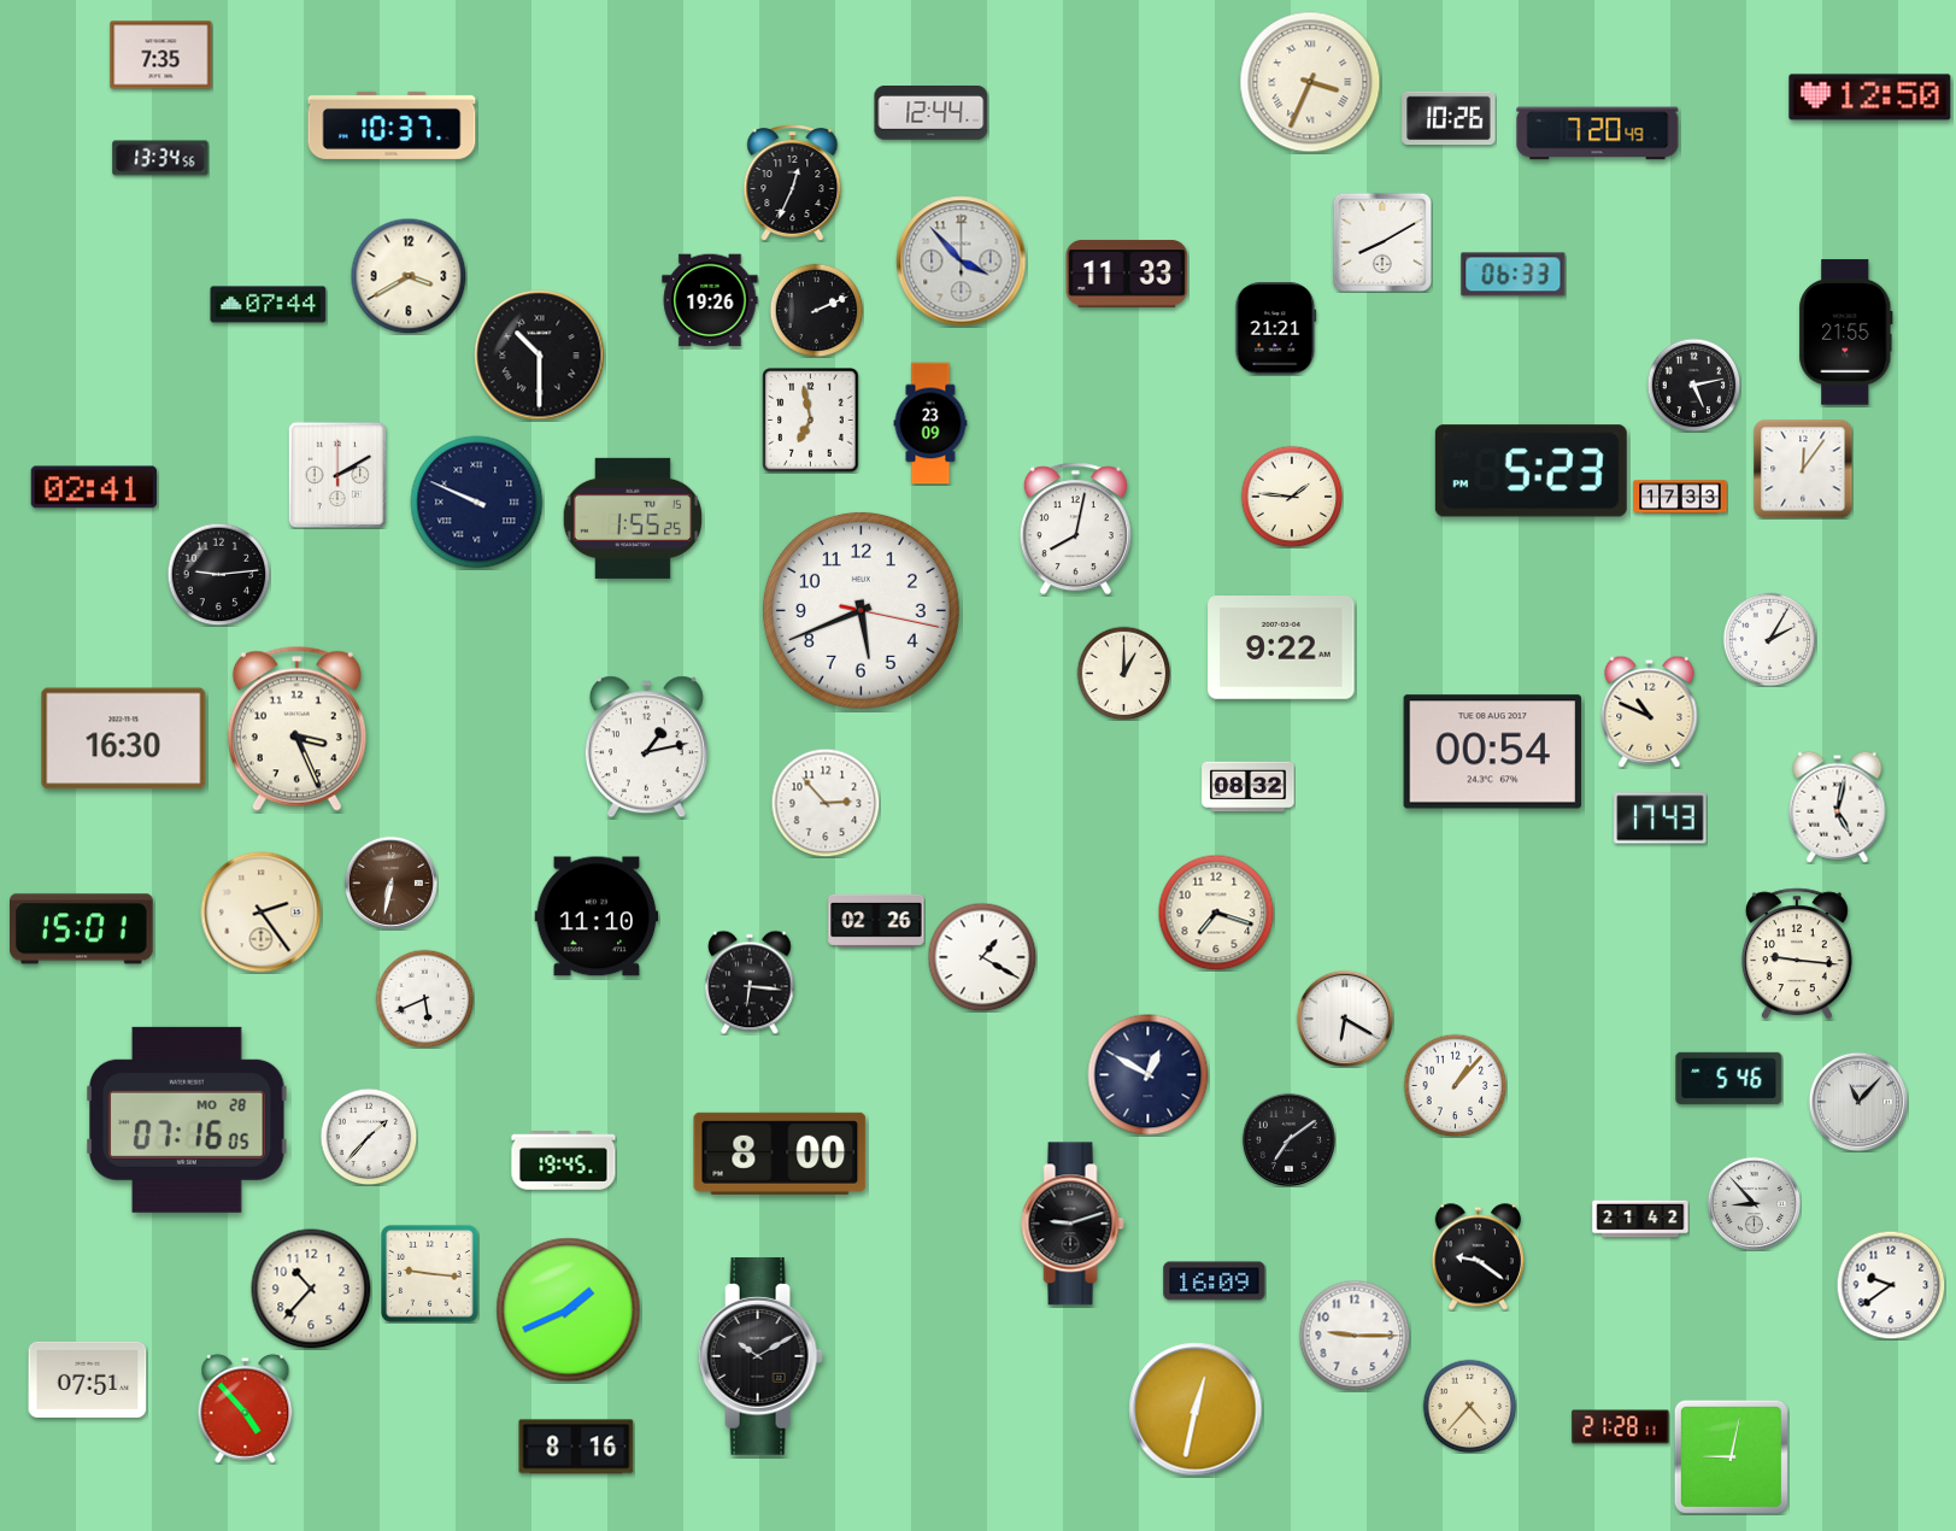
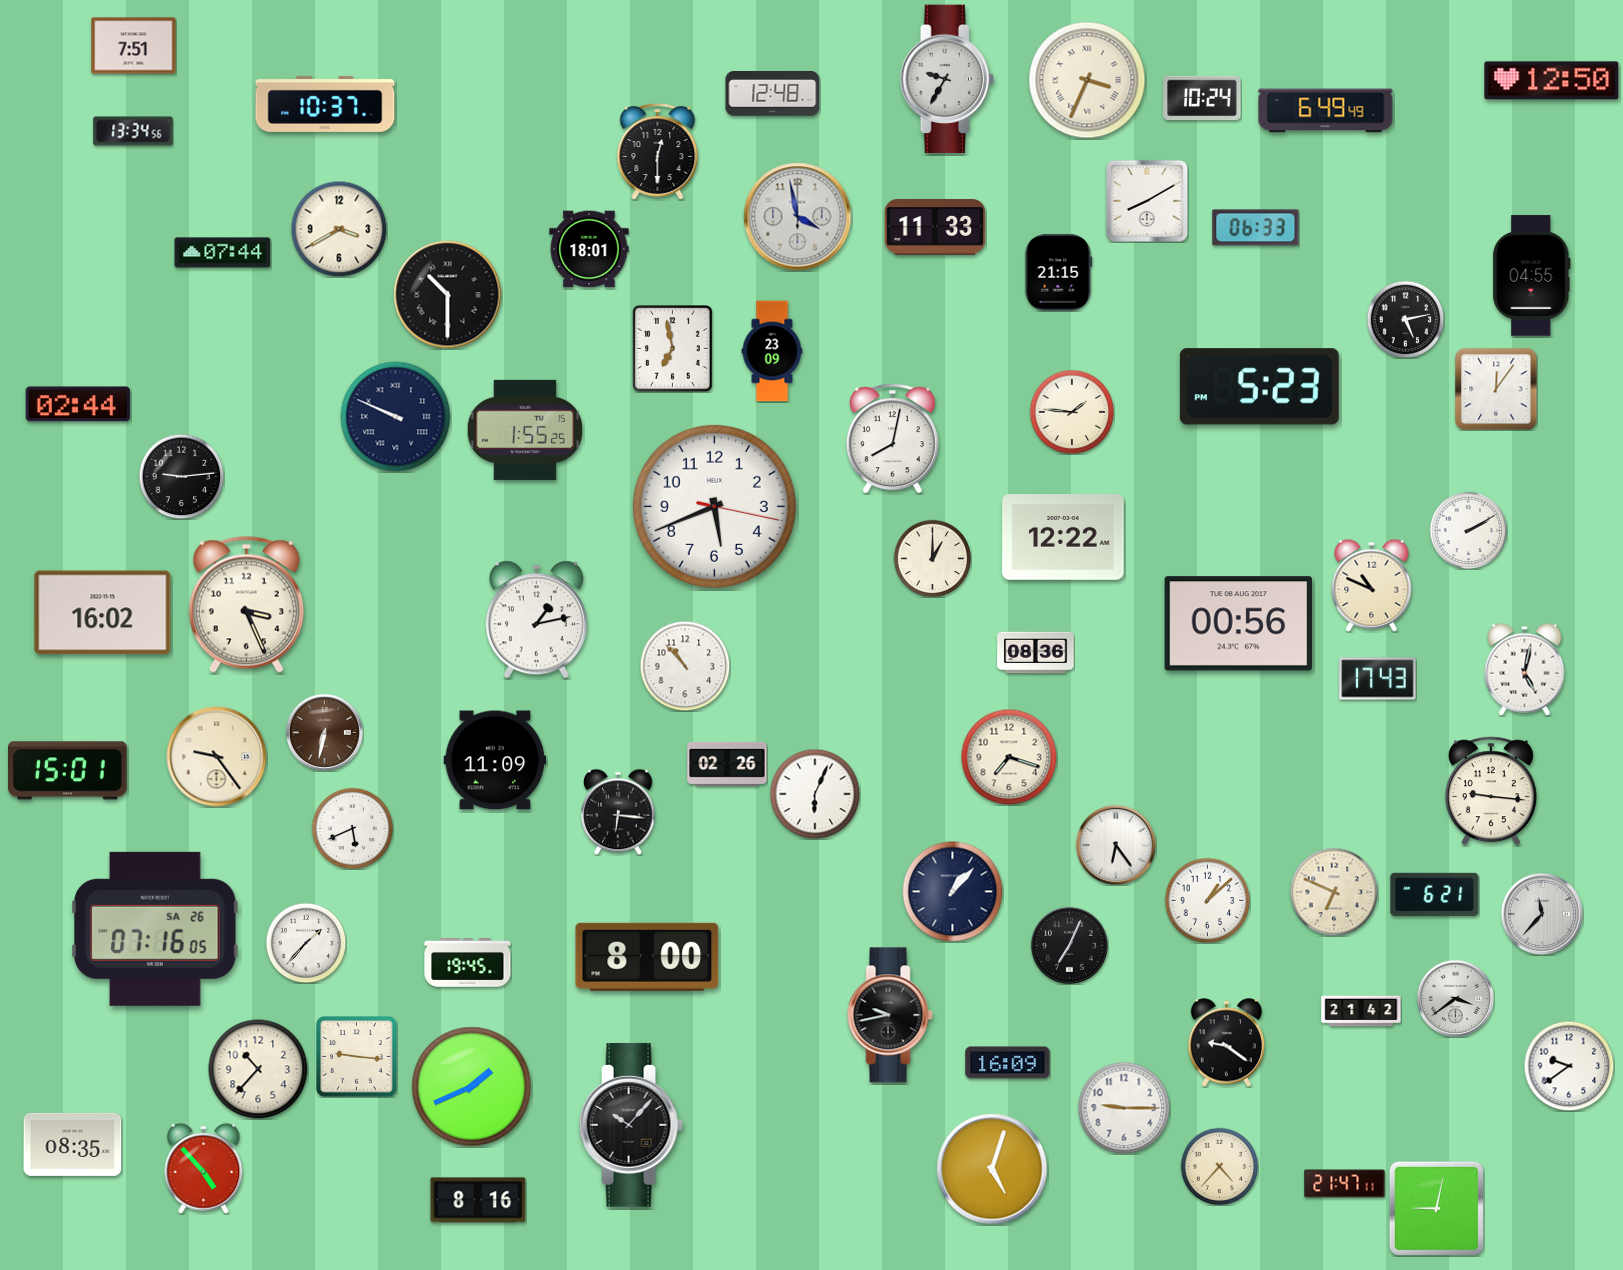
clock at (161, 55): 7:35 -> 7:51
clock at (1310, 82) position: (1310, 82) -> (1087, 80)
clock at (947, 79): none -> 9:35
clock at (932, 113): 12:44 -> 12:48
clock at (1449, 118): 10:26 -> 10:24
clock at (1598, 134): 7:20 -> 6:49
clock at (793, 183): 12:34 -> 12:30
clock at (962, 262): 3:53 -> 3:58
clock at (710, 300): 19:26 -> 18:01
clock at (816, 310): 2:11 -> none
clock at (1276, 329): 21:21 -> 21:15
clock at (1846, 333): 21:55 -> 04:55
clock at (1531, 471) position: (1531, 471) -> (1259, 387)
clock at (337, 475): 2:10 -> none
clock at (94, 487): 02:41 -> 02:44
clock at (1680, 497): 17:33 -> none
clock at (1769, 639): 2:05 -> 2:10
clock at (1281, 649): 9:22 -> 12:22
clock at (1650, 711) position: (1650, 711) -> (1372, 585)
clock at (124, 739): 16:30 -> 16:02
clock at (1493, 752): 00:54 -> 00:56
clock at (1249, 787): 08:32 -> 08:36
clock at (826, 803): 2:53 -> 10:53
clock at (262, 913): 2:24 -> 9:24
clock at (597, 916): 11:10 -> 11:09
clock at (982, 957): 1:20 -> 6:04
clock at (750, 982) position: (750, 982) -> (618, 812)
clock at (1344, 1017): 6:20 -> 6:24
clock at (1149, 1075): 12:50 -> 1:07
clock at (1334, 892): none -> 6:49
clock at (1729, 1078): 5:46 -> 6:21
clock at (1455, 1085): 1:07 -> 1:08
clock at (1858, 1102): 11:07 -> 11:37
clock at (187, 1120) date: MO 28 -> SA 26
clock at (1288, 1139): 7:09 -> 7:04
clock at (1754, 1203): 8:53 -> 3:39
clock at (1073, 1224): 9:12 -> 9:43
clock at (760, 1357): 10:10 -> 10:07
clock at (88, 1379): 07:51 -> 08:35
clock at (1196, 1409): 12:32 -> 5:03
clock at (1621, 1427): 21:28 -> 21:47
